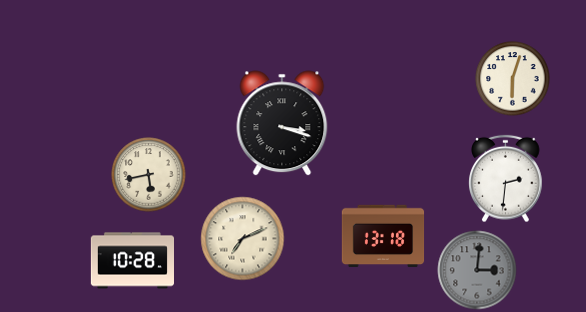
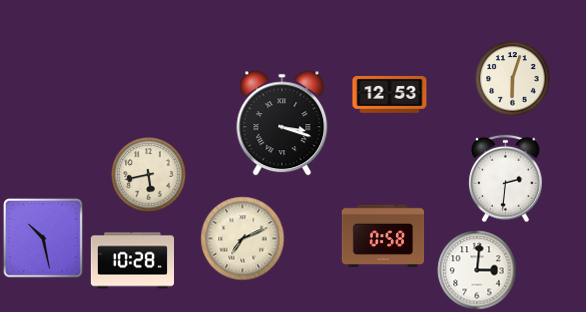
clock at (390, 94): none -> 12:53
clock at (383, 236): 13:18 -> 0:58
clock at (43, 238): none -> 10:28
clock at (477, 270) dial: grey -> white
